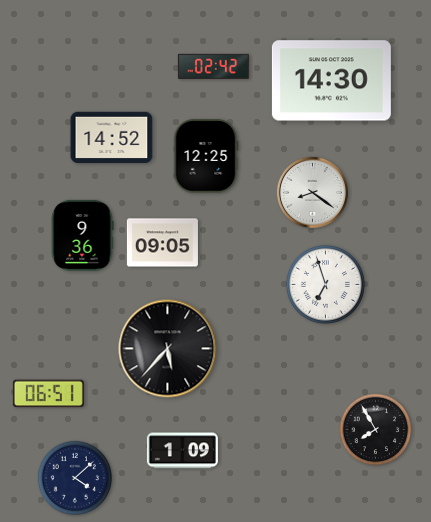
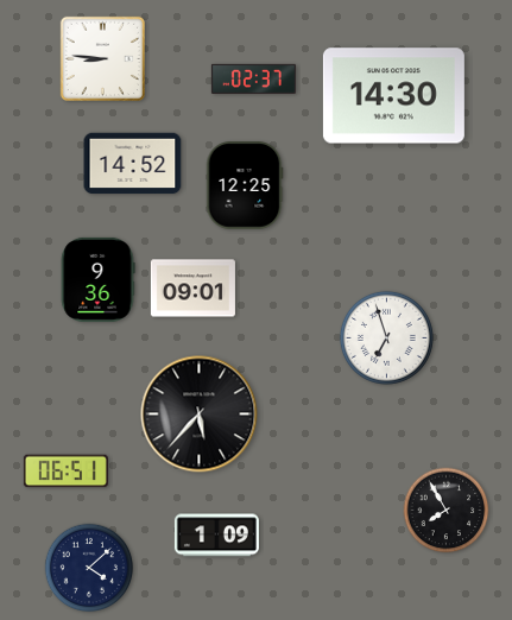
clock at (102, 58): none -> 8:46
clock at (213, 66): 02:42 -> 02:37
clock at (312, 192): 8:21 -> none
clock at (162, 243): 09:05 -> 09:01
clock at (48, 394) position: (48, 394) -> (65, 472)
